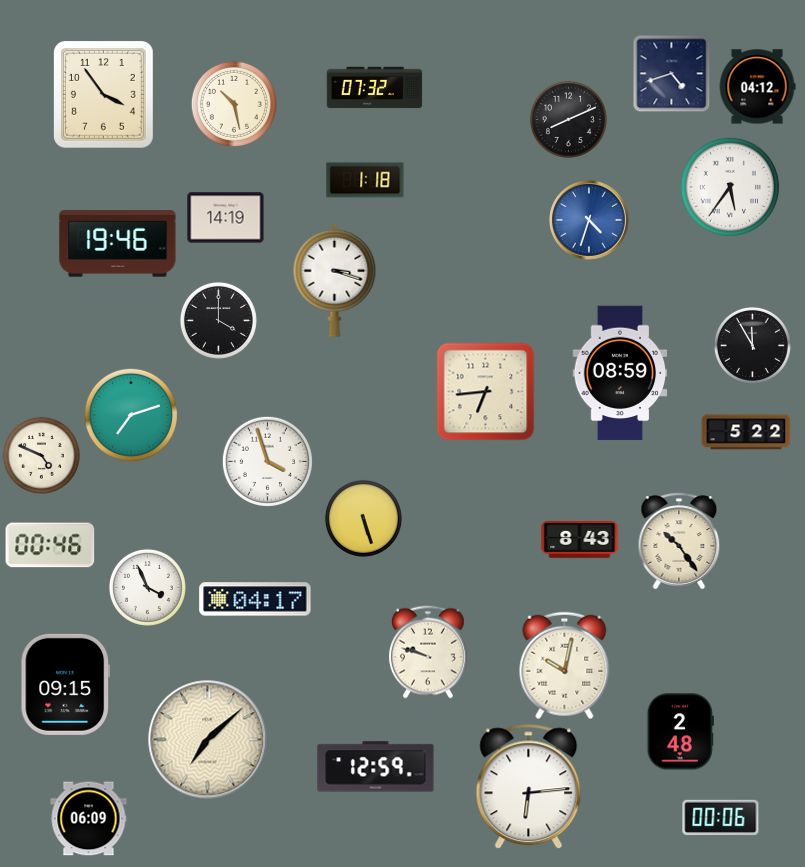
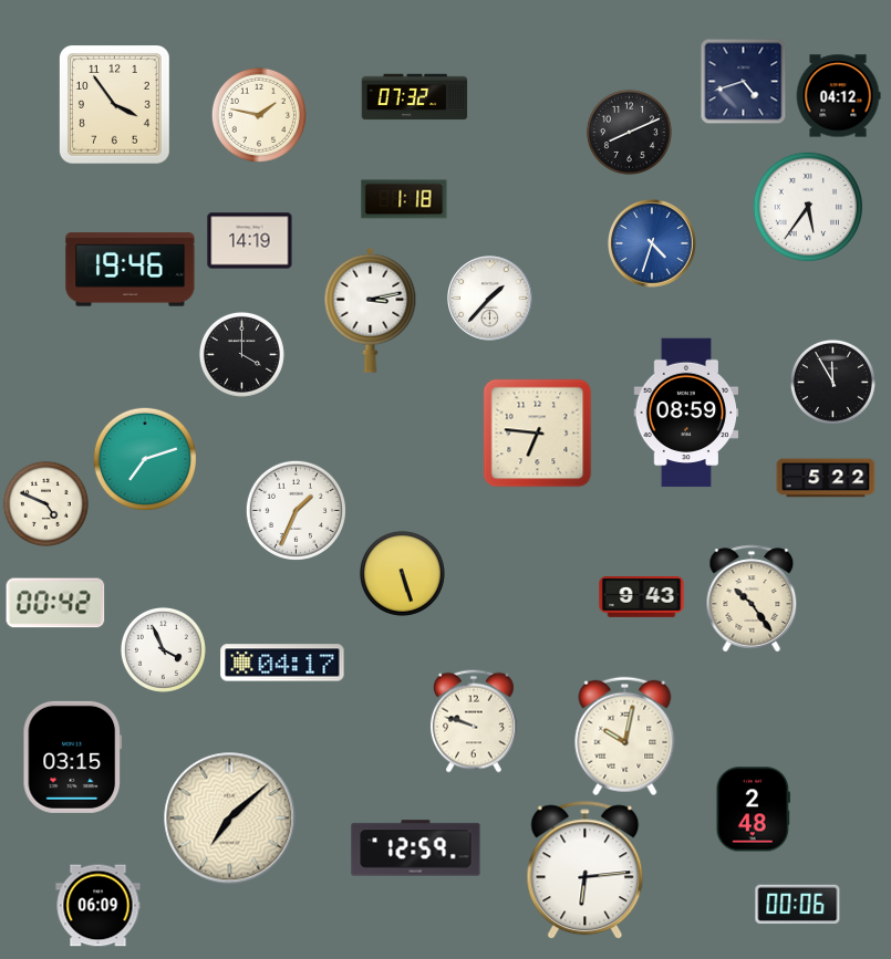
clock at (234, 104): 10:28 -> 1:47
clock at (490, 299): none -> 1:37
clock at (335, 280): 3:18 -> 3:13
clock at (486, 392): 6:44 -> 6:46
clock at (267, 461): 3:57 -> 1:34
clock at (580, 540): 8:43 -> 9:43
clock at (50, 545): 00:46 -> 00:42
clock at (66, 684): 09:15 -> 03:15
